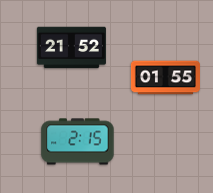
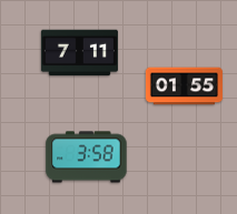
clock at (71, 48): 21:52 -> 7:11
clock at (78, 142): 2:15 -> 3:58
